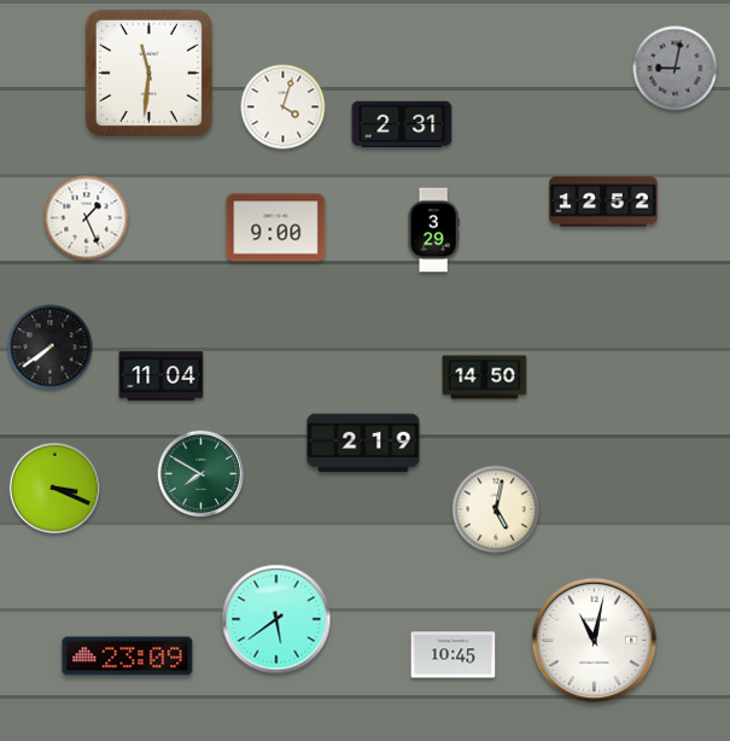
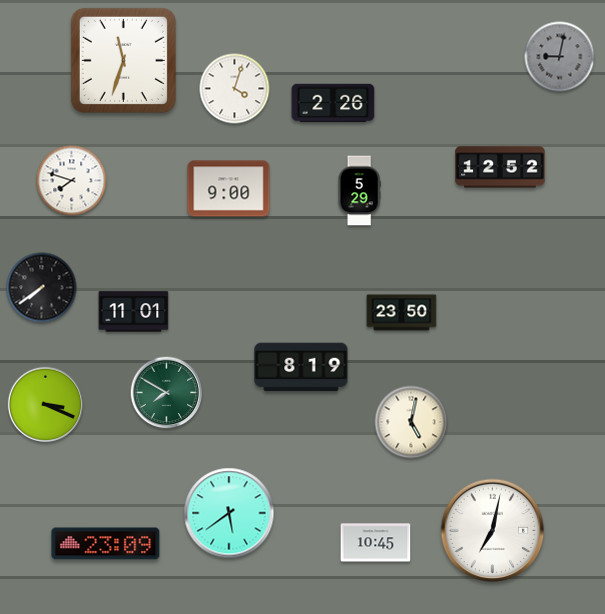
clock at (148, 72): 11:31 -> 11:33
clock at (402, 124): 2:31 -> 2:26
clock at (87, 218): 1:26 -> 7:48
clock at (433, 231): 3:29 -> 5:29
clock at (162, 377): 11:04 -> 11:01
clock at (485, 378): 14:50 -> 23:50
clock at (363, 443): 2:19 -> 8:19
clock at (595, 641): 11:02 -> 7:02
